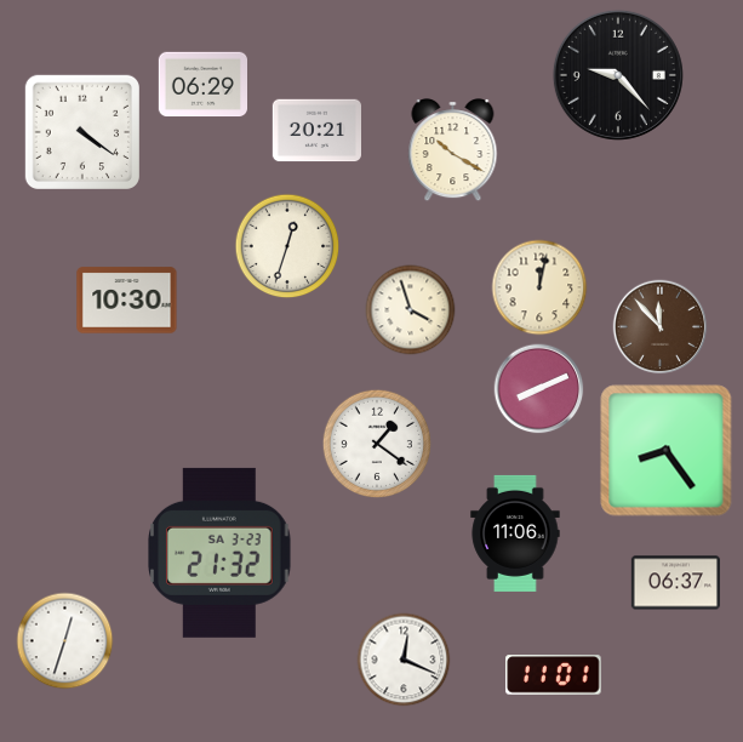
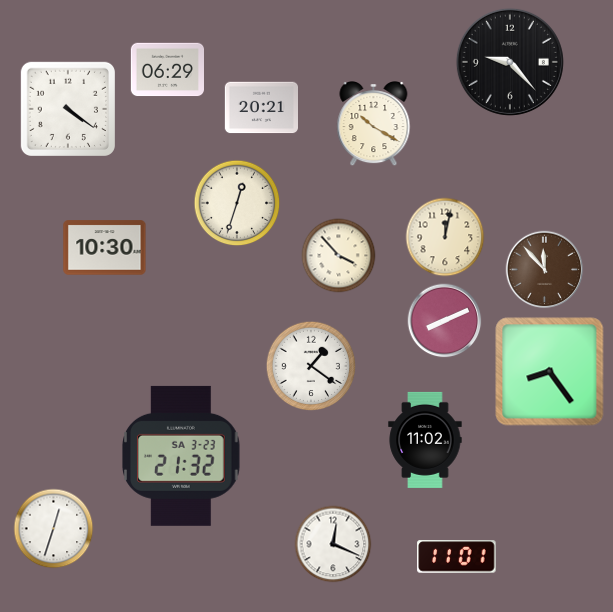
clock at (411, 310): 3:57 -> 3:53
clock at (515, 533): 11:06 -> 11:02
clock at (675, 583): 06:37 -> none
